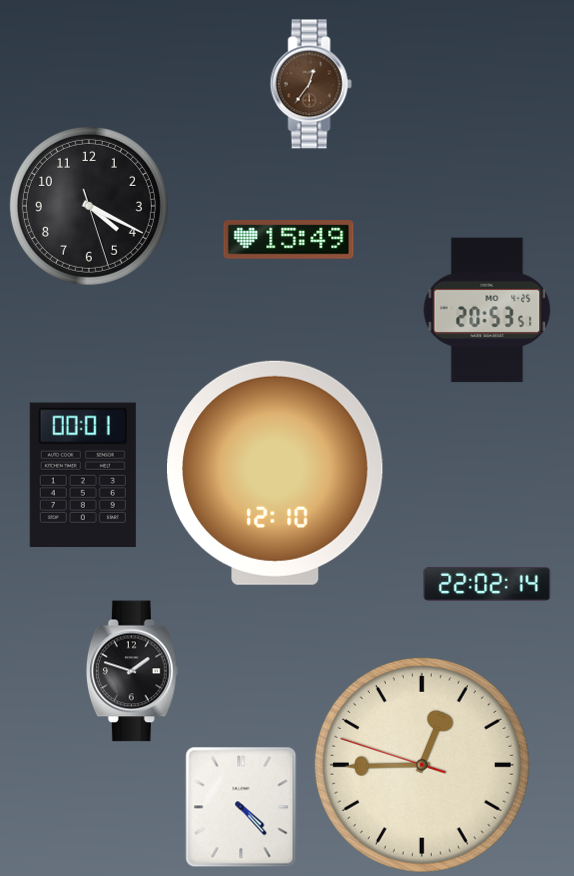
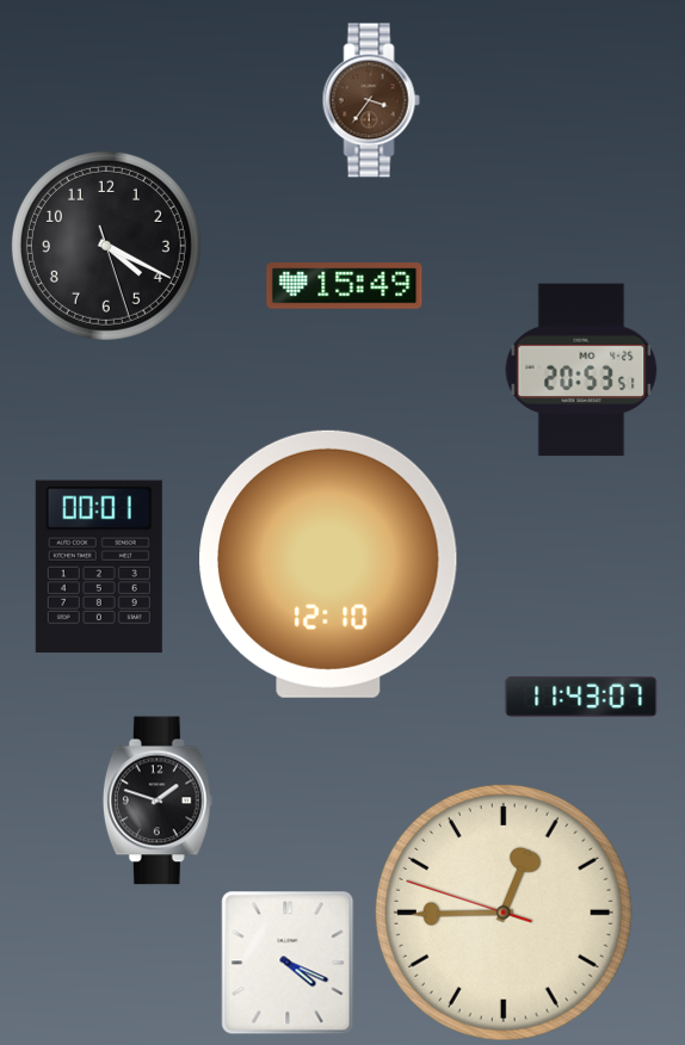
clock at (311, 84): 12:36 -> 3:36
clock at (487, 584): 22:02 -> 11:43
clock at (241, 807): 4:23 -> 4:19
